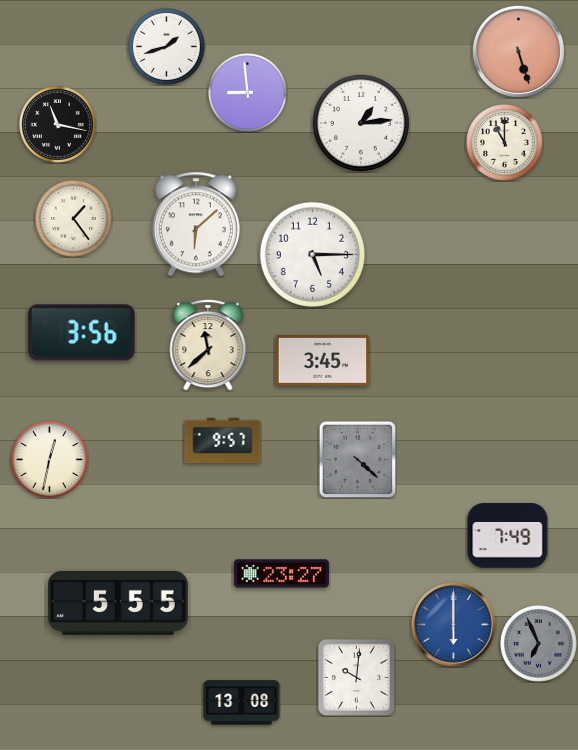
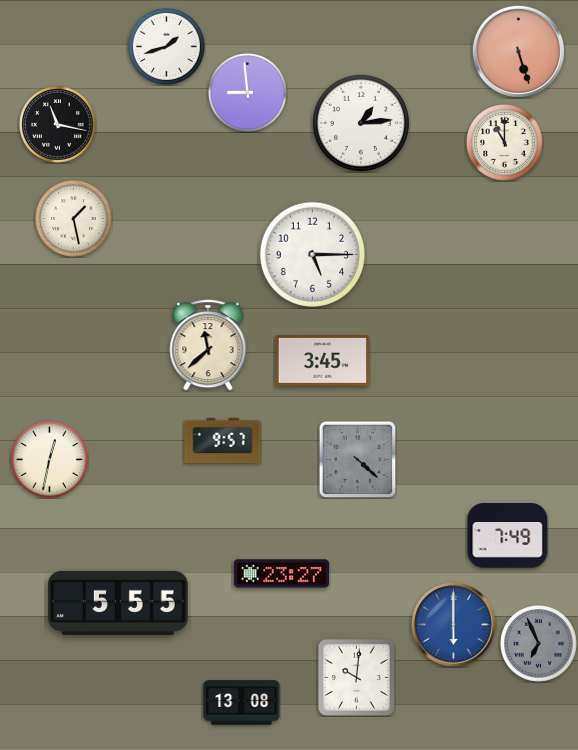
clock at (74, 219): 1:24 -> 1:28
clock at (196, 224): 6:08 -> none
clock at (82, 333): 3:56 -> none
